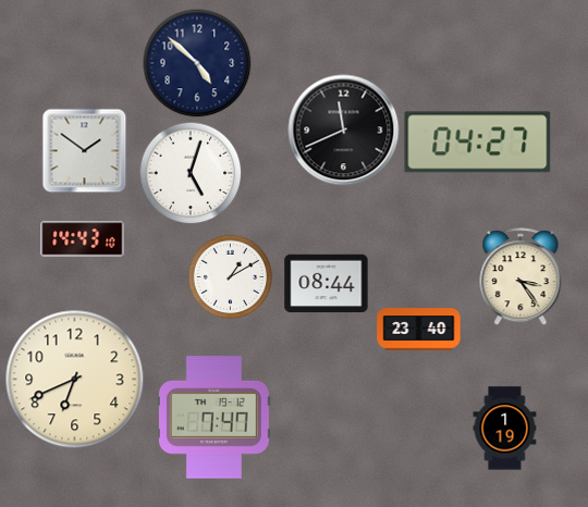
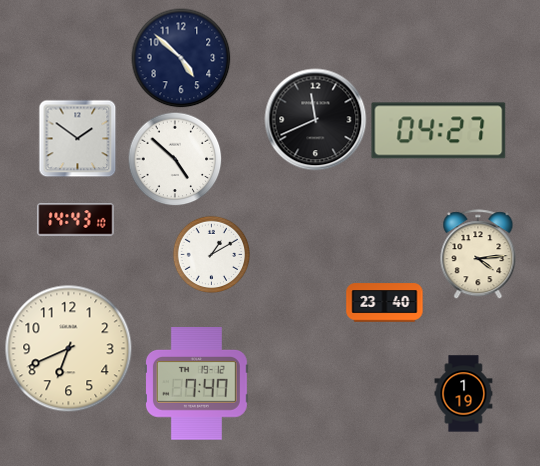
clock at (191, 173): 5:03 -> 4:52
clock at (520, 276): 3:24 -> 4:14
clock at (327, 284): 08:44 -> none
